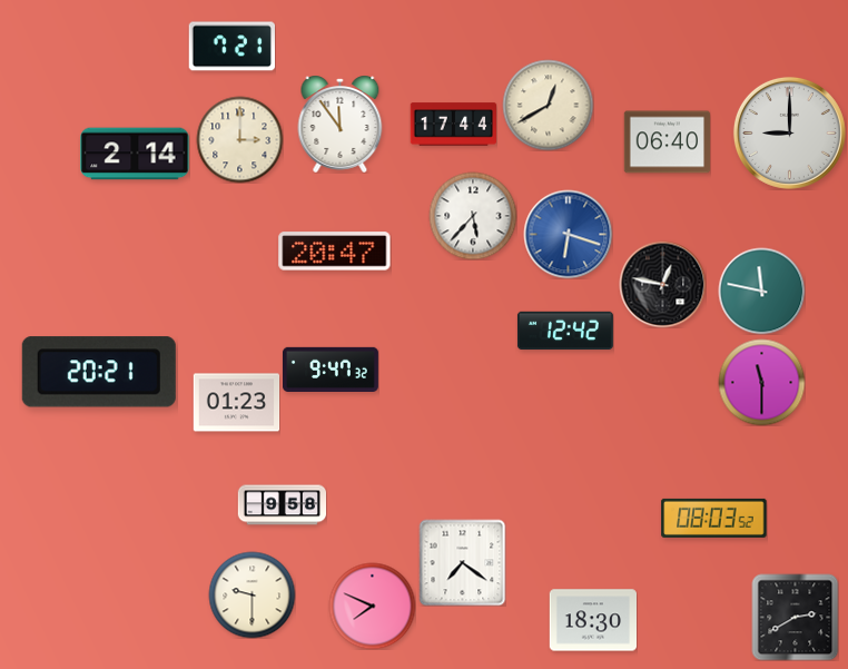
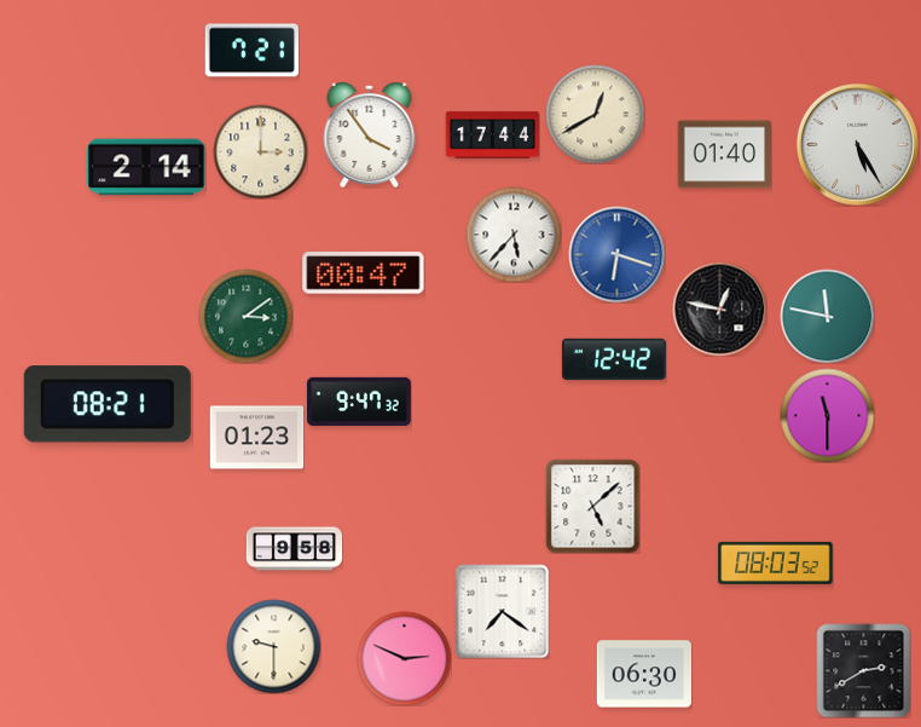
clock at (341, 124): 11:54 -> 3:54
clock at (789, 132): 9:00 -> 5:25
clock at (667, 142): 06:40 -> 01:40
clock at (335, 252): 20:47 -> 00:47
clock at (245, 316): none -> 3:09
clock at (99, 372): 20:21 -> 08:21
clock at (592, 506): none -> 5:08
clock at (282, 505) position: (282, 505) -> (294, 549)
clock at (372, 606): 7:49 -> 2:49
clock at (592, 620): 18:30 -> 06:30
